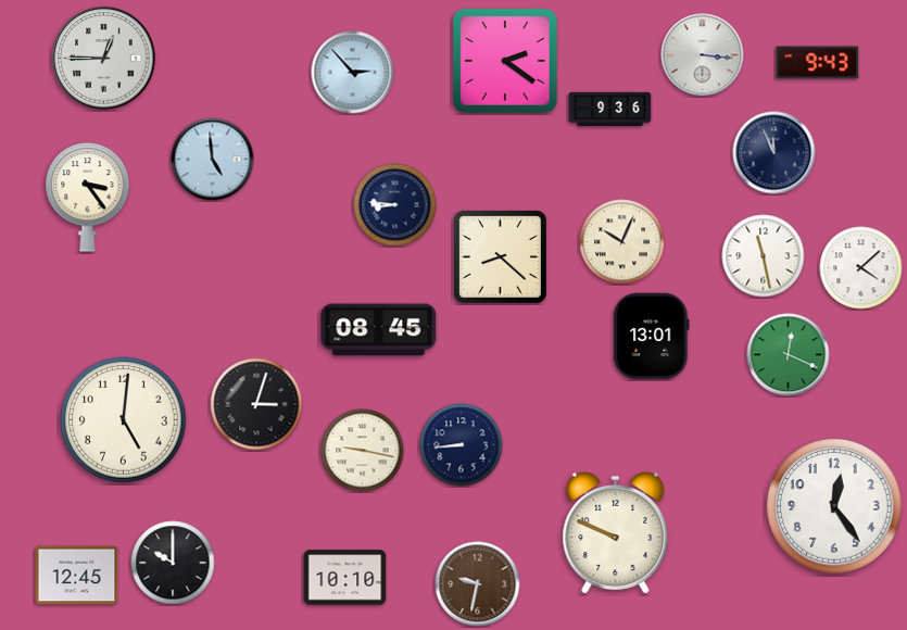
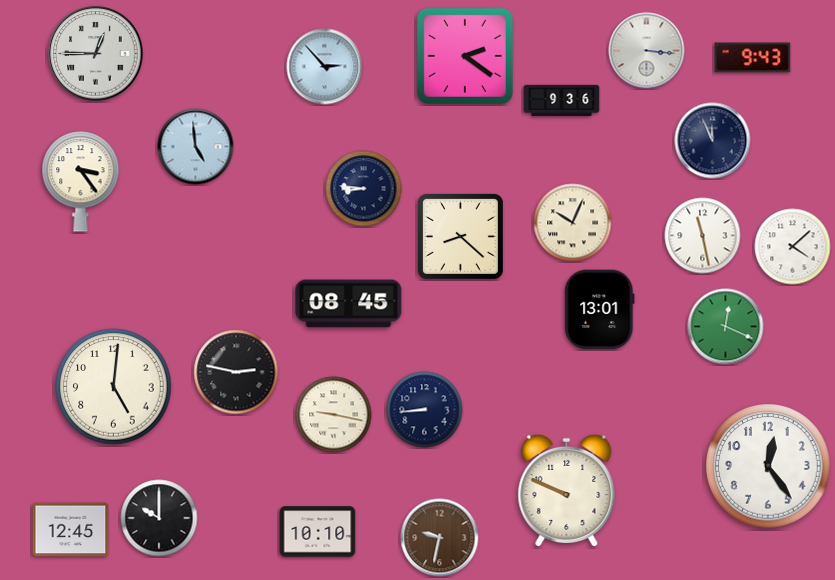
clock at (256, 404): 3:03 -> 2:47
